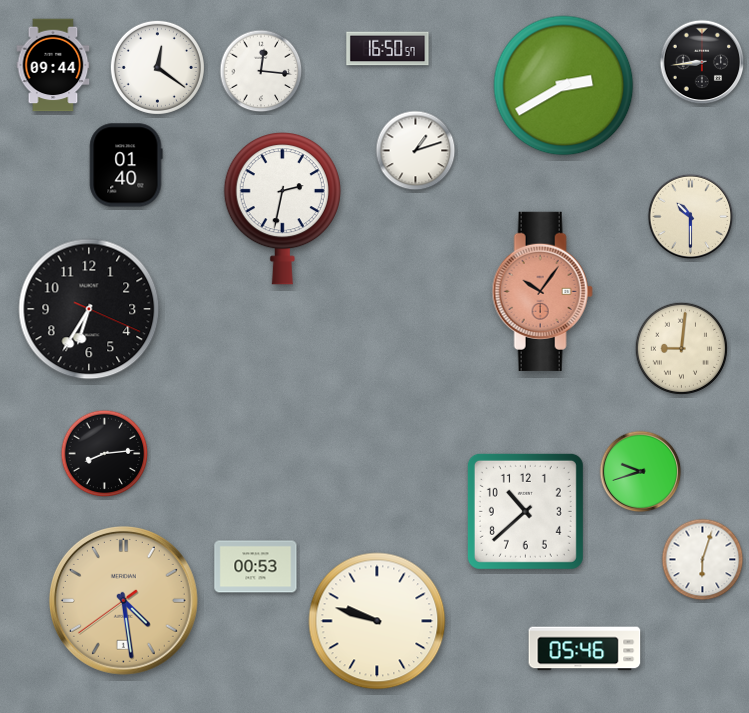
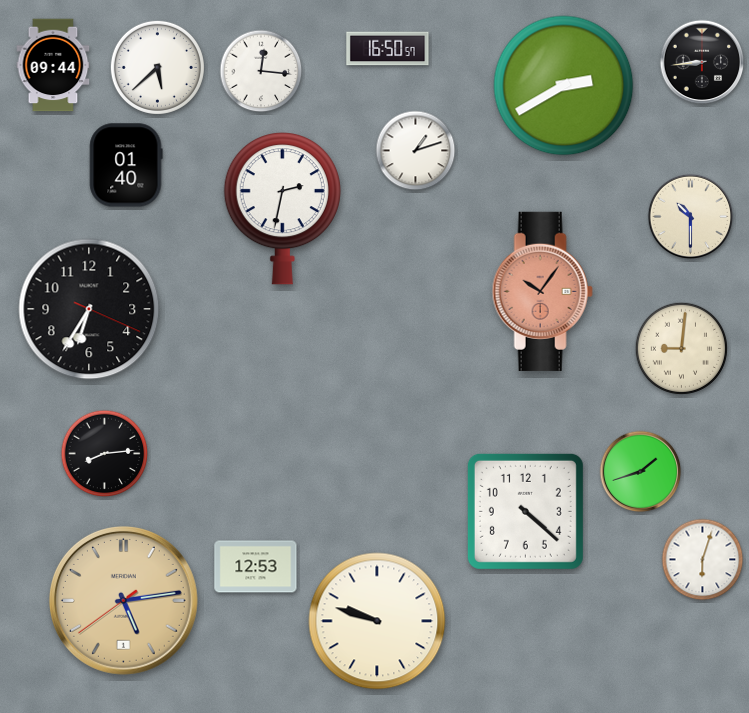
clock at (157, 67): 12:21 -> 5:38
clock at (641, 472): 9:42 -> 1:42
clock at (525, 511): 10:38 -> 4:22
clock at (256, 567): 00:53 -> 12:53
clock at (123, 600): 4:28 -> 5:13
clock at (585, 649): 05:46 -> none
